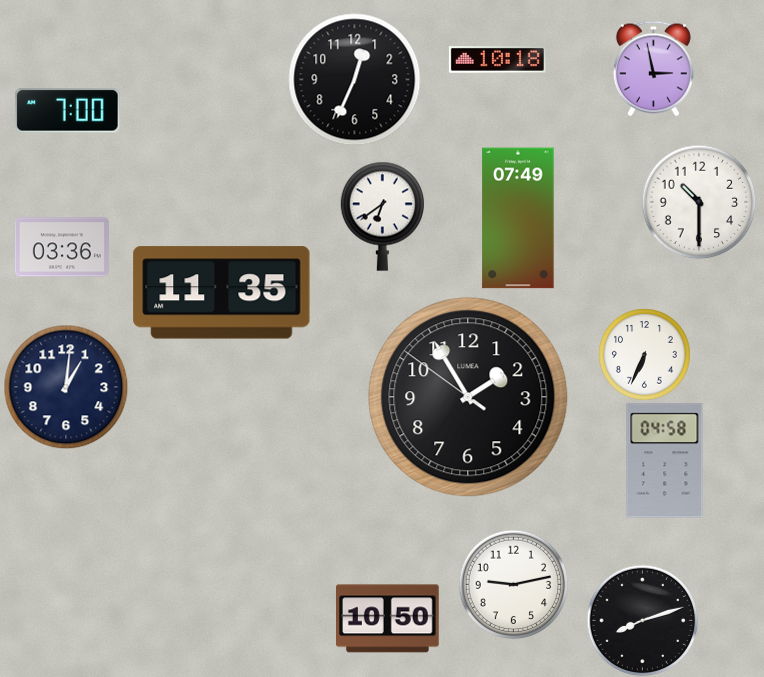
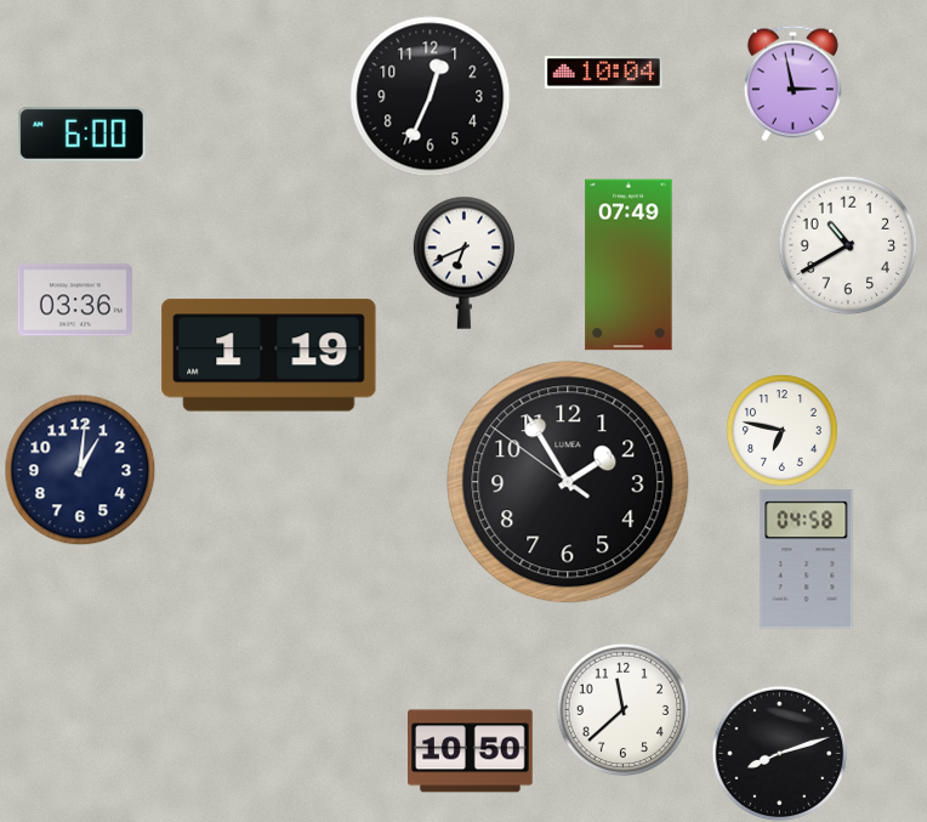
clock at (497, 60): 10:18 -> 10:04
clock at (68, 111): 7:00 -> 6:00
clock at (699, 202): 10:30 -> 10:40
clock at (382, 216): 6:39 -> 6:41
clock at (222, 293): 11:35 -> 1:19
clock at (645, 355): 6:34 -> 6:47
clock at (513, 584): 9:13 -> 11:38
